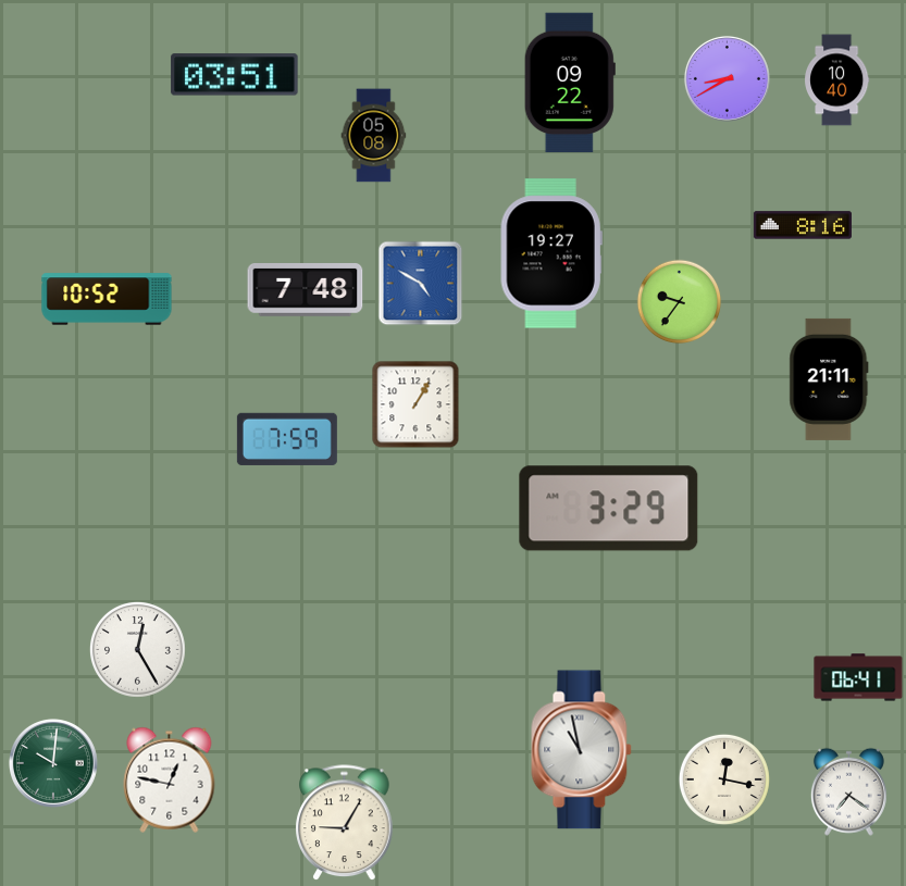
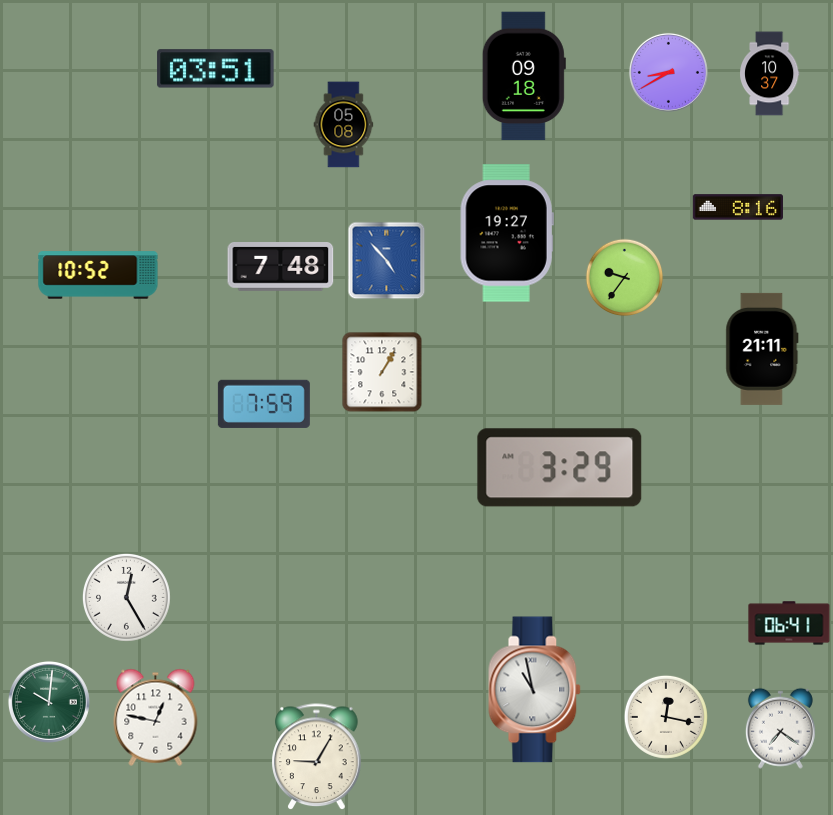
clock at (836, 80): 10:40 -> 10:37
clock at (570, 83): 09:22 -> 09:18
clock at (421, 284): 4:50 -> 4:53
